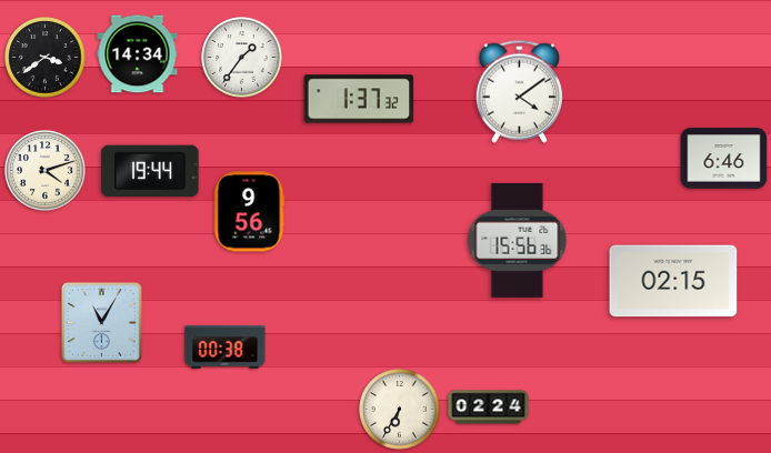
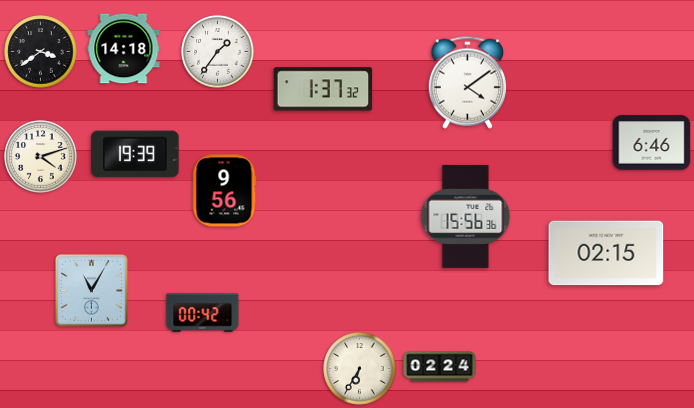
clock at (138, 54): 14:34 -> 14:18
clock at (46, 171) position: (46, 171) -> (41, 157)
clock at (150, 171): 19:44 -> 19:39
clock at (226, 348): 00:38 -> 00:42
